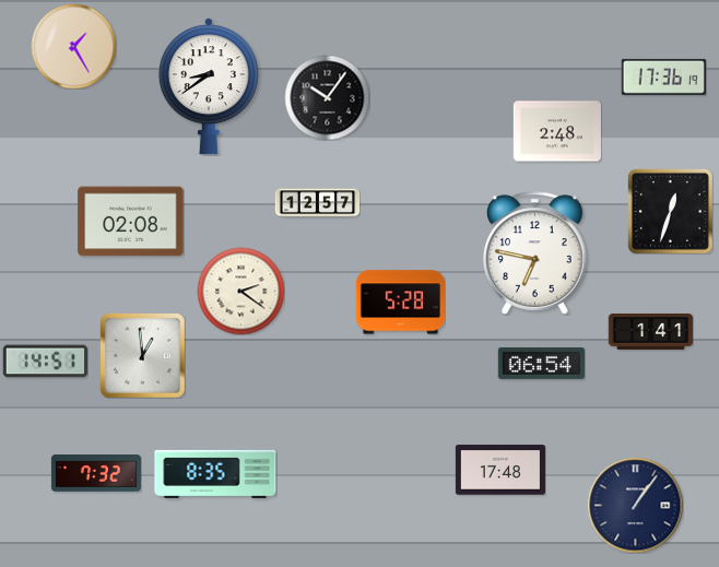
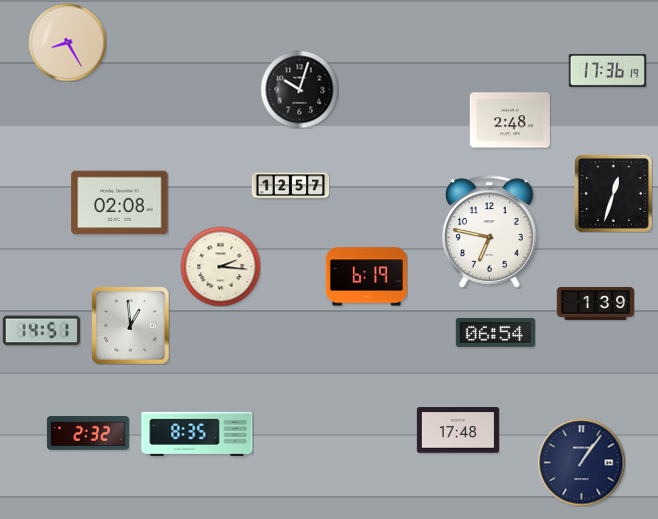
clock at (73, 46): 1:25 -> 8:25
clock at (209, 86): 8:39 -> none
clock at (327, 97): 10:06 -> 10:03
clock at (240, 291): 2:21 -> 2:16
clock at (400, 303): 5:28 -> 6:19
clock at (650, 331): 1:41 -> 1:39
clock at (96, 473): 7:32 -> 2:32
